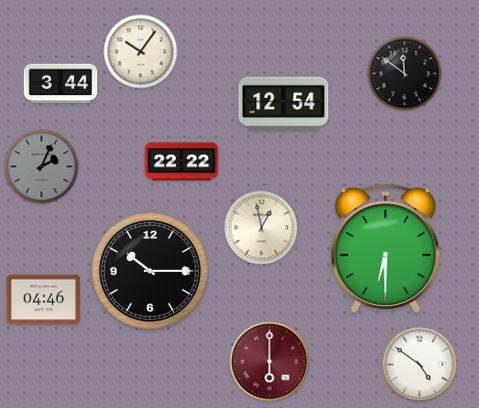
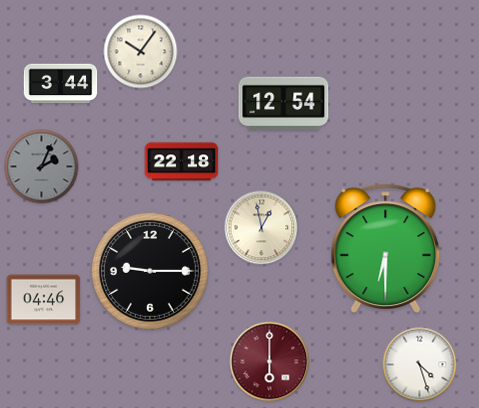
clock at (405, 74): 11:51 -> none
clock at (182, 162): 22:22 -> 22:18
clock at (151, 272): 10:15 -> 9:15
clock at (420, 365): 4:51 -> 4:27
